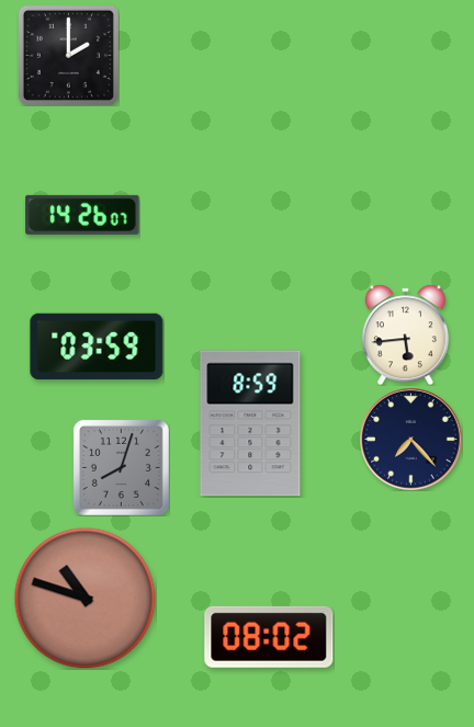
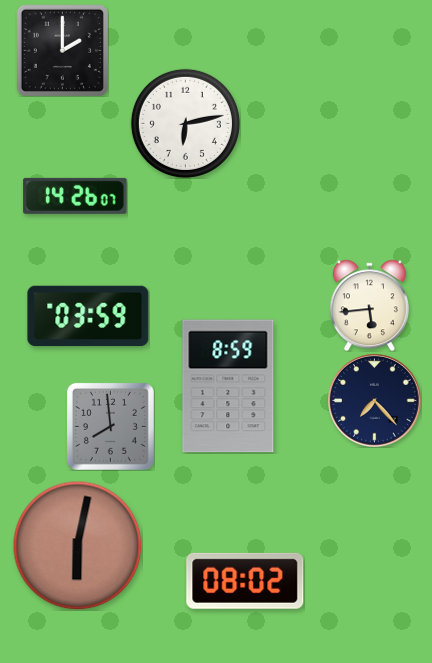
clock at (185, 123): none -> 6:13
clock at (121, 467): 8:03 -> 7:59
clock at (84, 598): 10:48 -> 6:02
